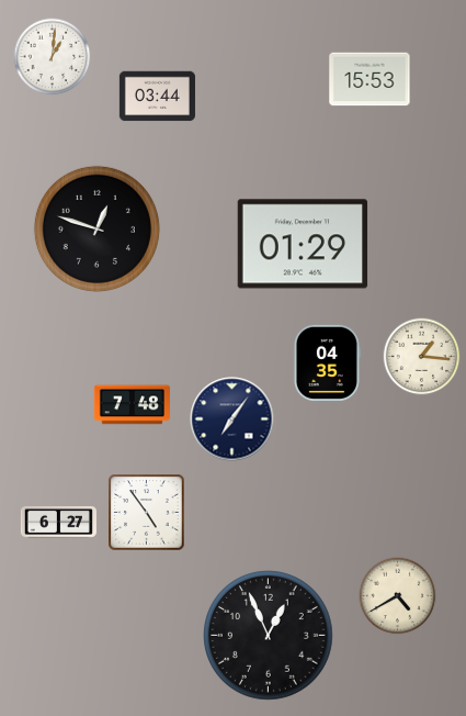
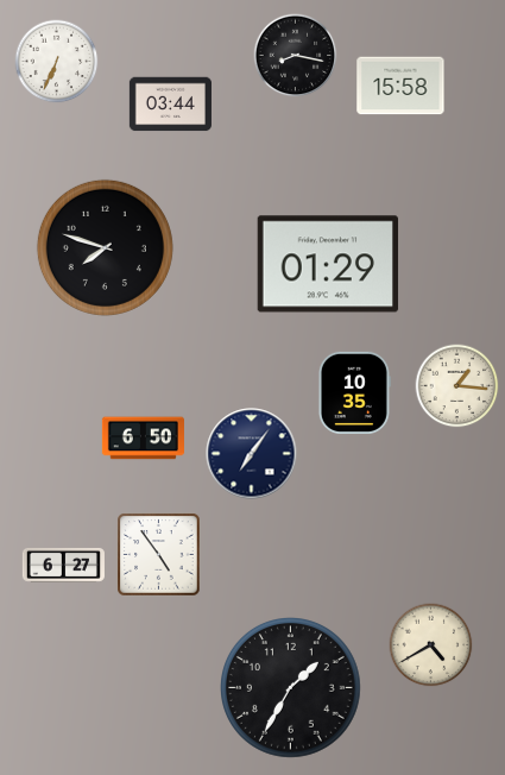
clock at (296, 56): none -> 8:17
clock at (53, 57): 1:01 -> 6:34
clock at (370, 79): 15:53 -> 15:58
clock at (96, 228): 12:48 -> 7:48
clock at (327, 362): 04:35 -> 10:35
clock at (132, 405): 7:48 -> 6:50
clock at (269, 636): 12:56 -> 1:35
